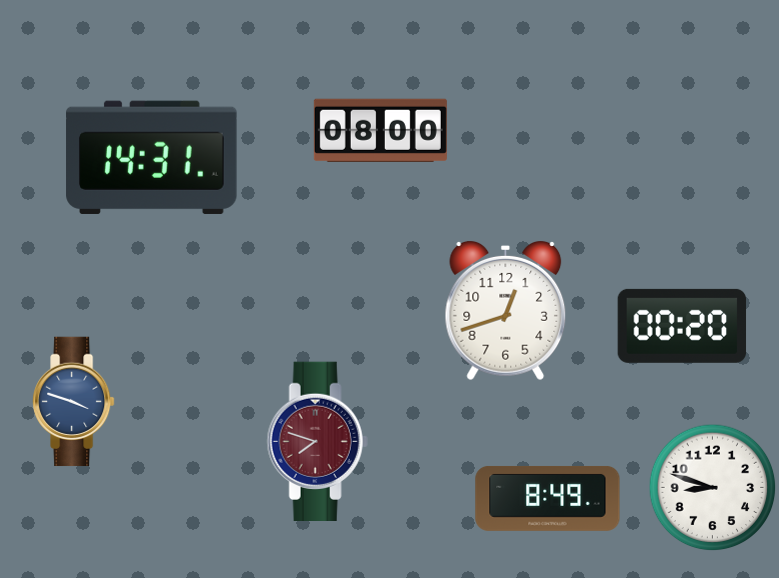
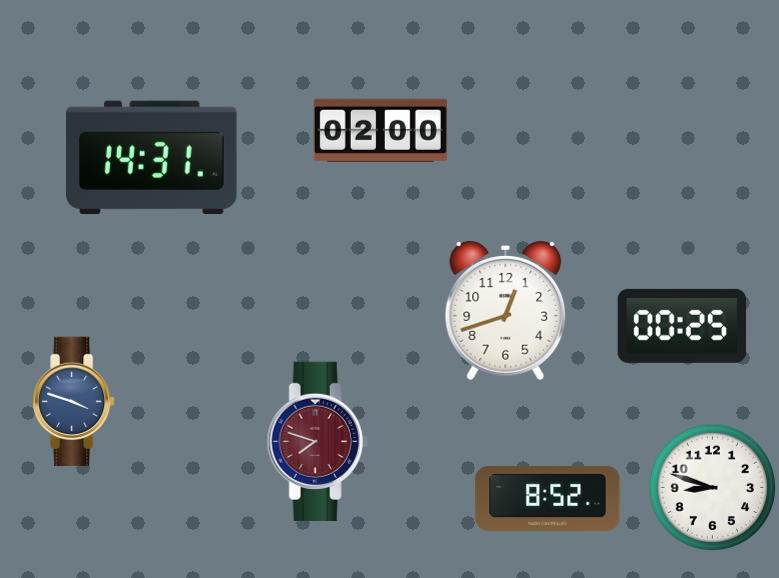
clock at (380, 130): 08:00 -> 02:00
clock at (682, 326): 00:20 -> 00:25
clock at (548, 498): 8:49 -> 8:52
